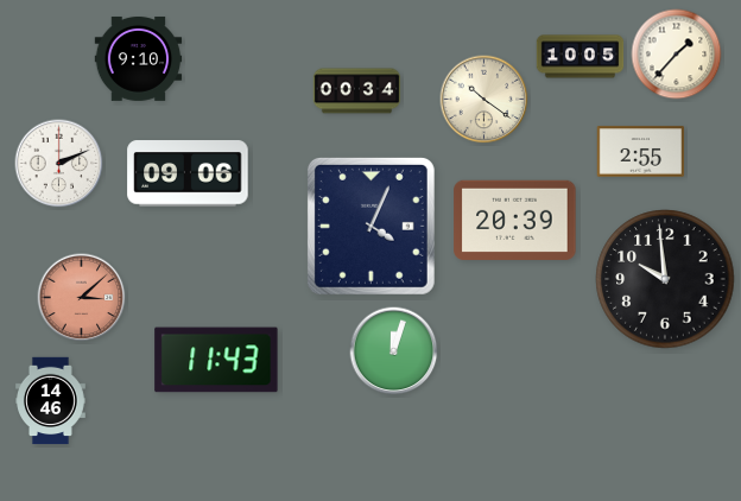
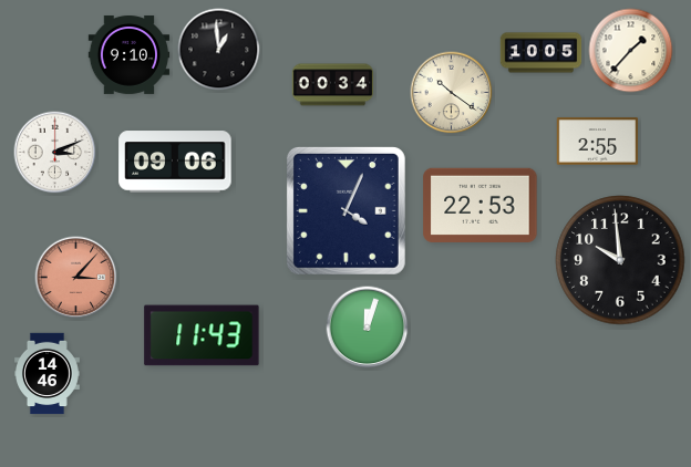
clock at (219, 50): none -> 12:59
clock at (59, 164): 2:11 -> 3:11
clock at (515, 220): 20:39 -> 22:53
clock at (82, 298): 3:08 -> 3:07
